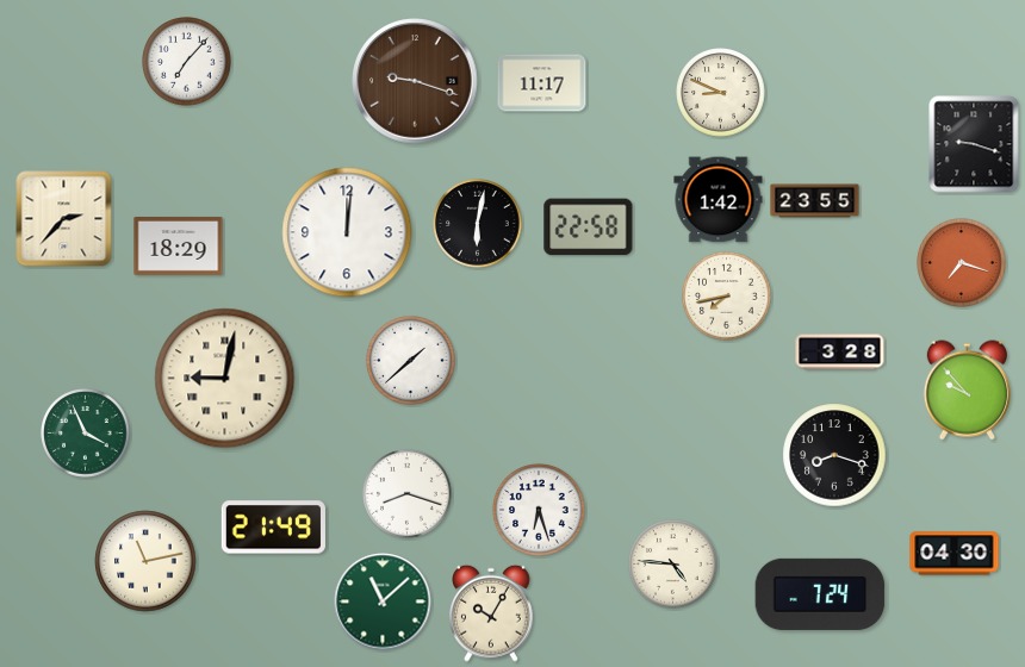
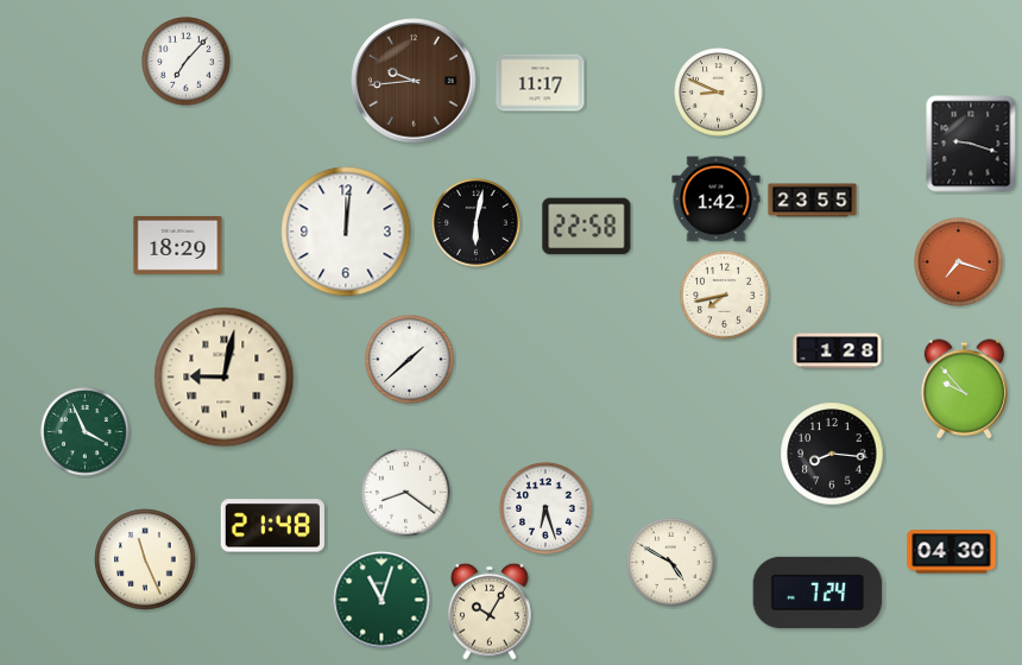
clock at (415, 81): 9:18 -> 9:44
clock at (64, 219): 2:37 -> none
clock at (840, 353): 3:28 -> 1:28
clock at (834, 455): 8:18 -> 8:16
clock at (408, 494): 8:18 -> 8:21
clock at (539, 510) position: (539, 510) -> (545, 508)
clock at (273, 528): 21:49 -> 21:48
clock at (145, 561): 11:13 -> 11:26
clock at (673, 565): 4:46 -> 4:50
clock at (383, 601): 11:08 -> 11:03
